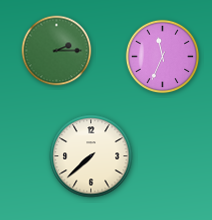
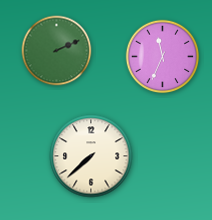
clock at (57, 51): 2:15 -> 2:11
